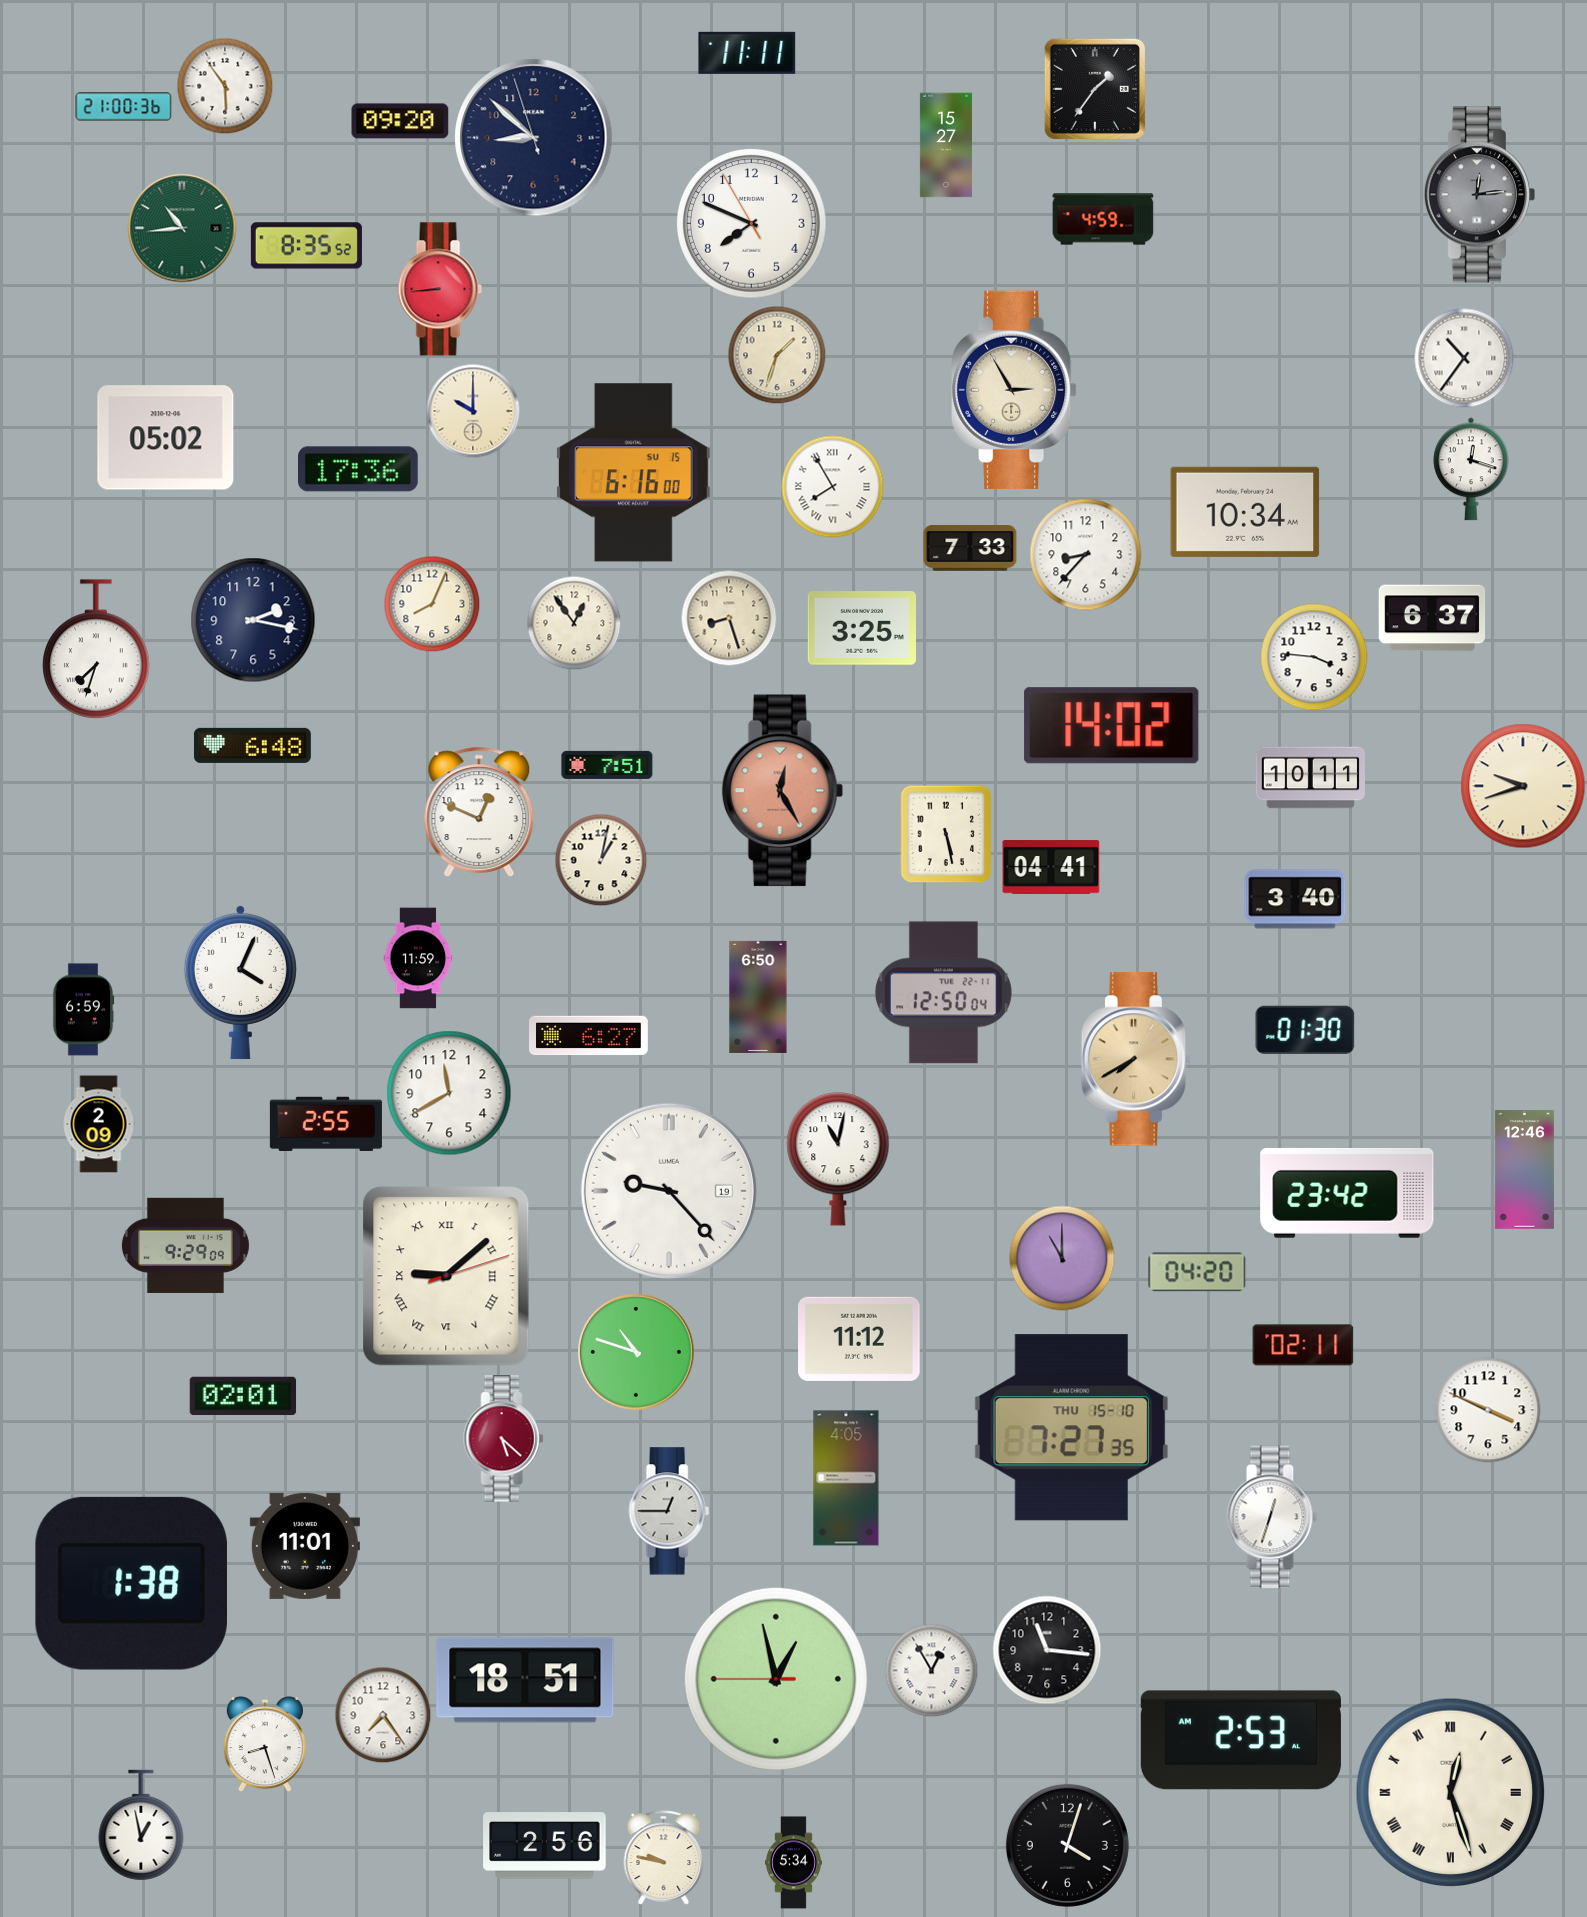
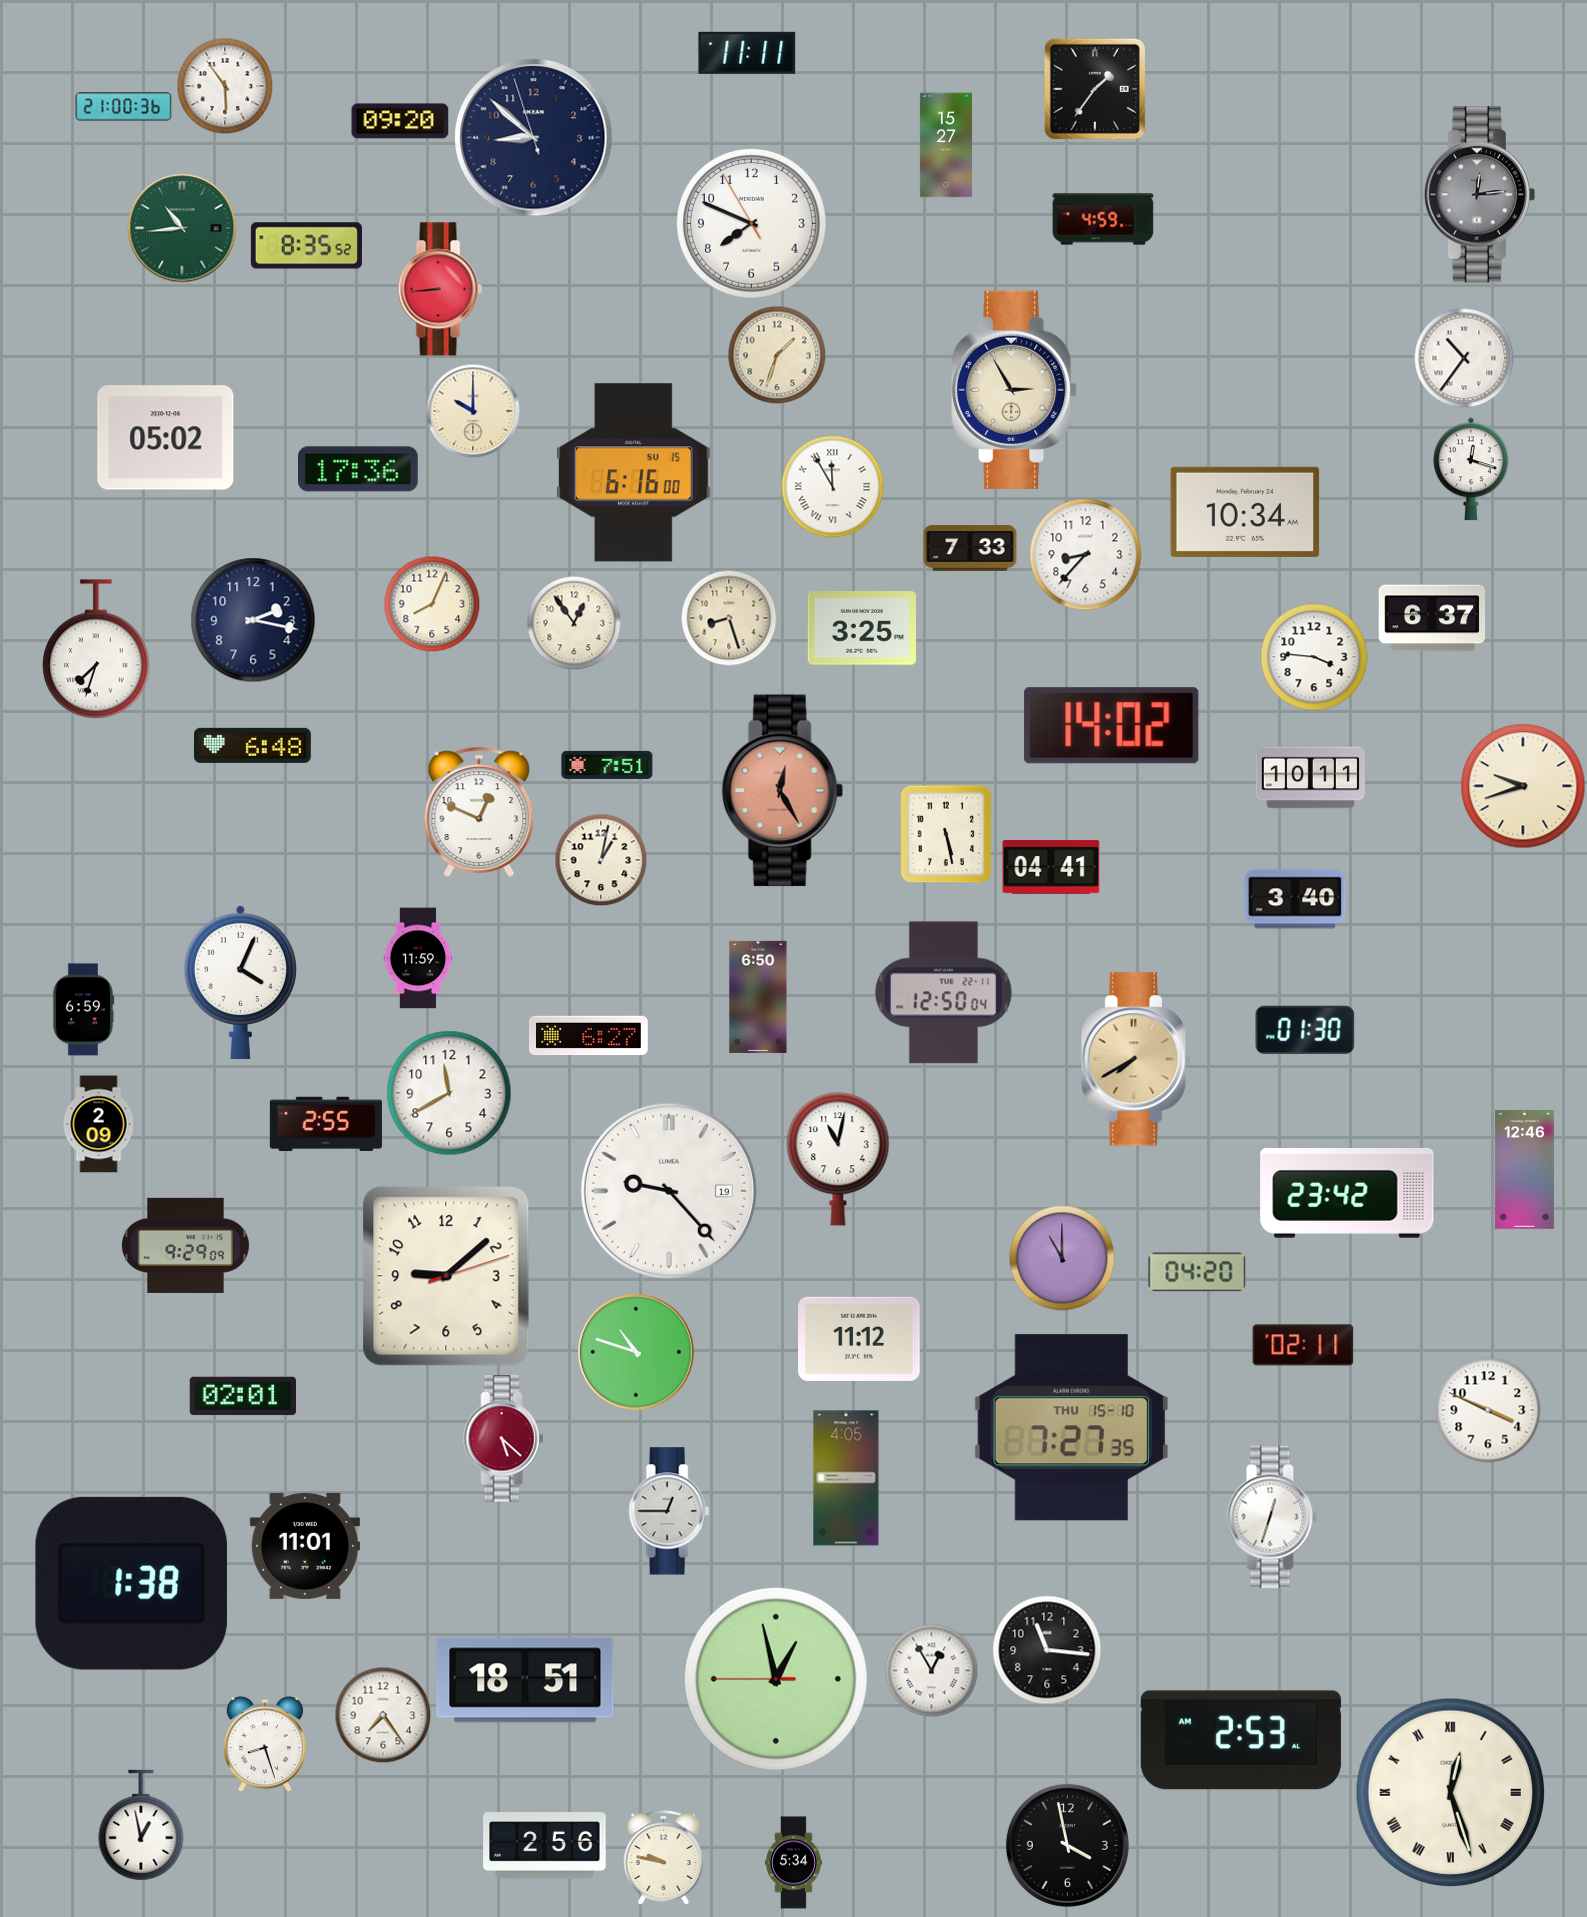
clock at (833, 487): 7:55 -> 11:55
clock at (446, 1276) numerals: Roman -> Arabic
clock at (1067, 1845): 4:03 -> 3:58
